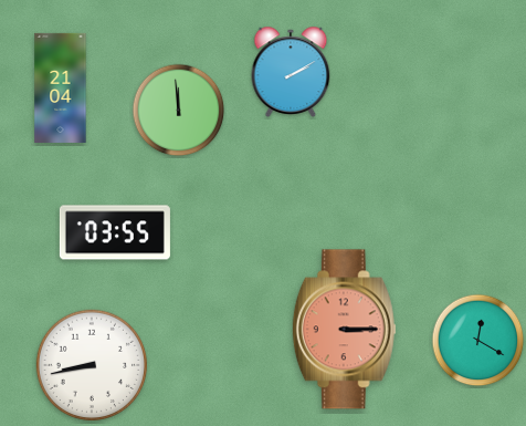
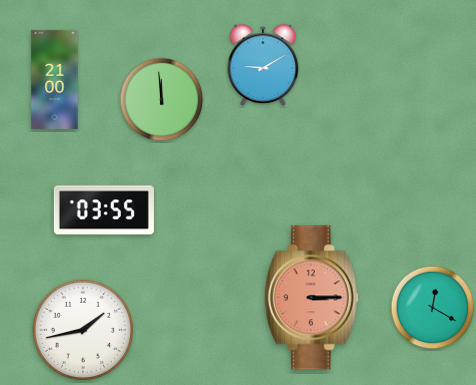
clock at (291, 72): 2:10 -> 9:10
clock at (61, 87): 21:04 -> 21:00
clock at (92, 365): 8:43 -> 1:43
